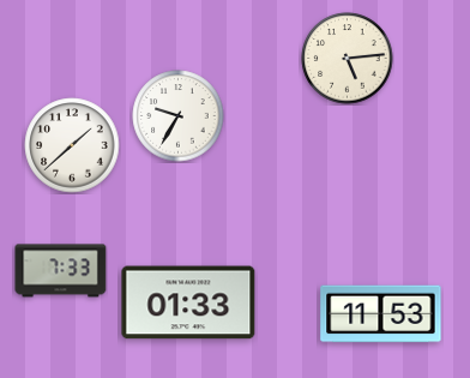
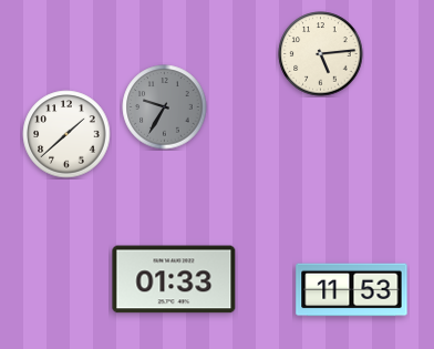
clock at (179, 116) dial: white -> grey
clock at (61, 271): 7:33 -> none
